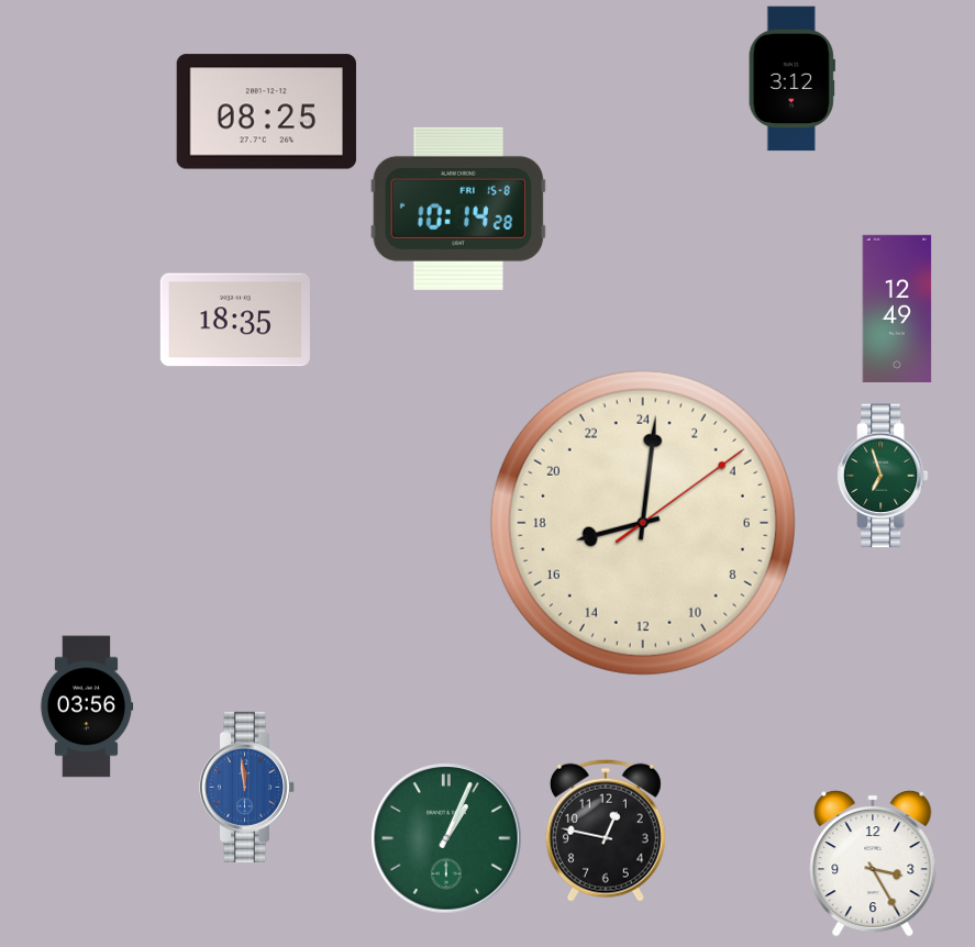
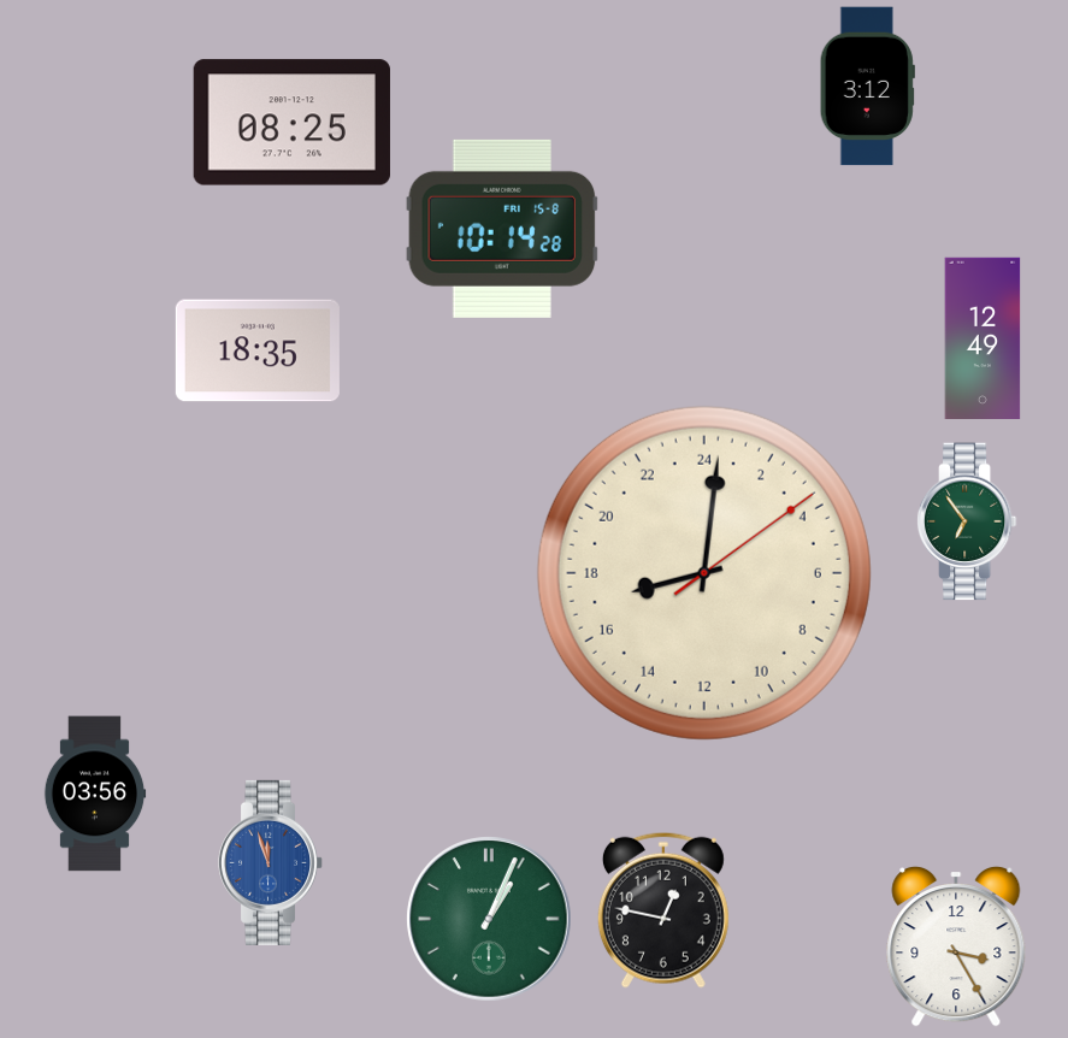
clock at (883, 476): 6:57 -> 6:54
clock at (87, 706) position: (87, 706) -> (95, 794)
clock at (246, 787): 11:59 -> 11:57
